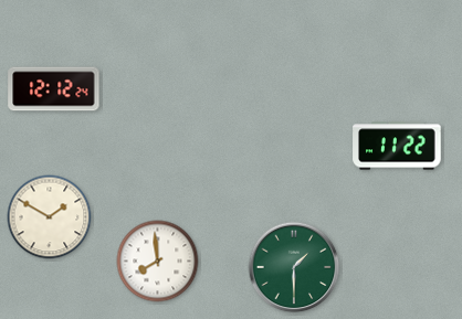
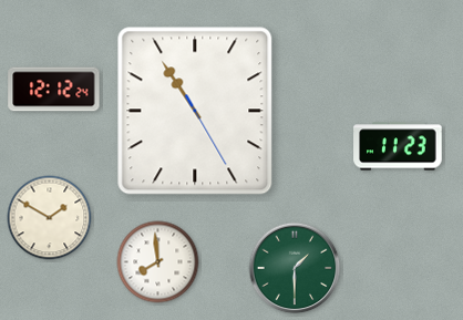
clock at (195, 111): none -> 10:54
clock at (397, 146): 11:22 -> 11:23
